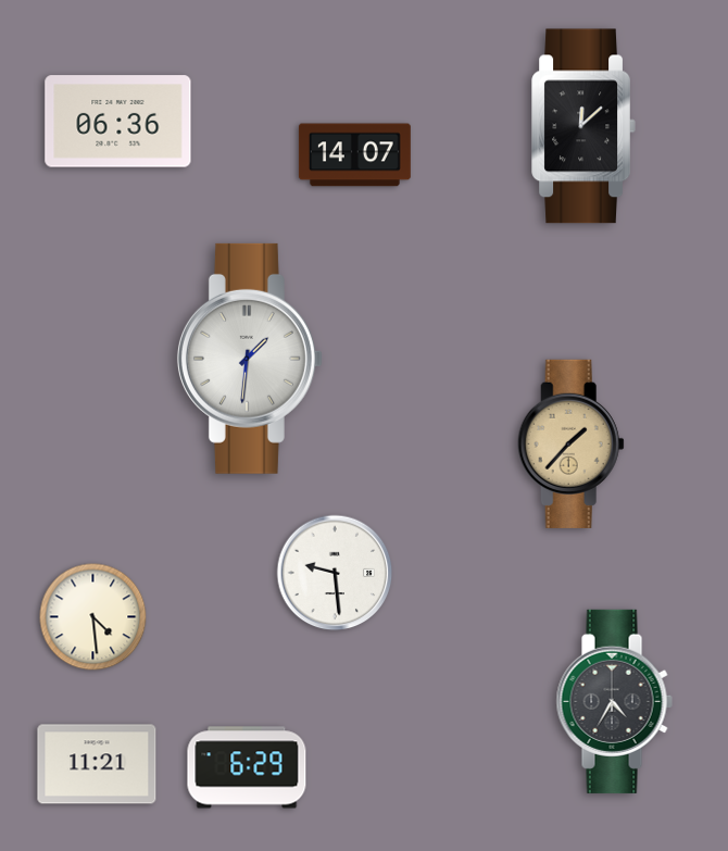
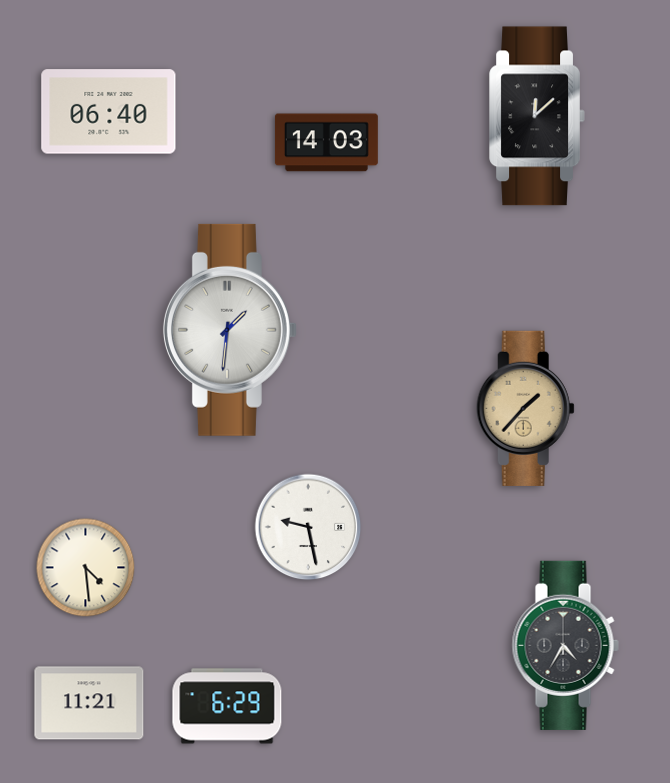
clock at (118, 122): 06:36 -> 06:40
clock at (354, 155): 14:07 -> 14:03
clock at (335, 573): 9:29 -> 9:28
